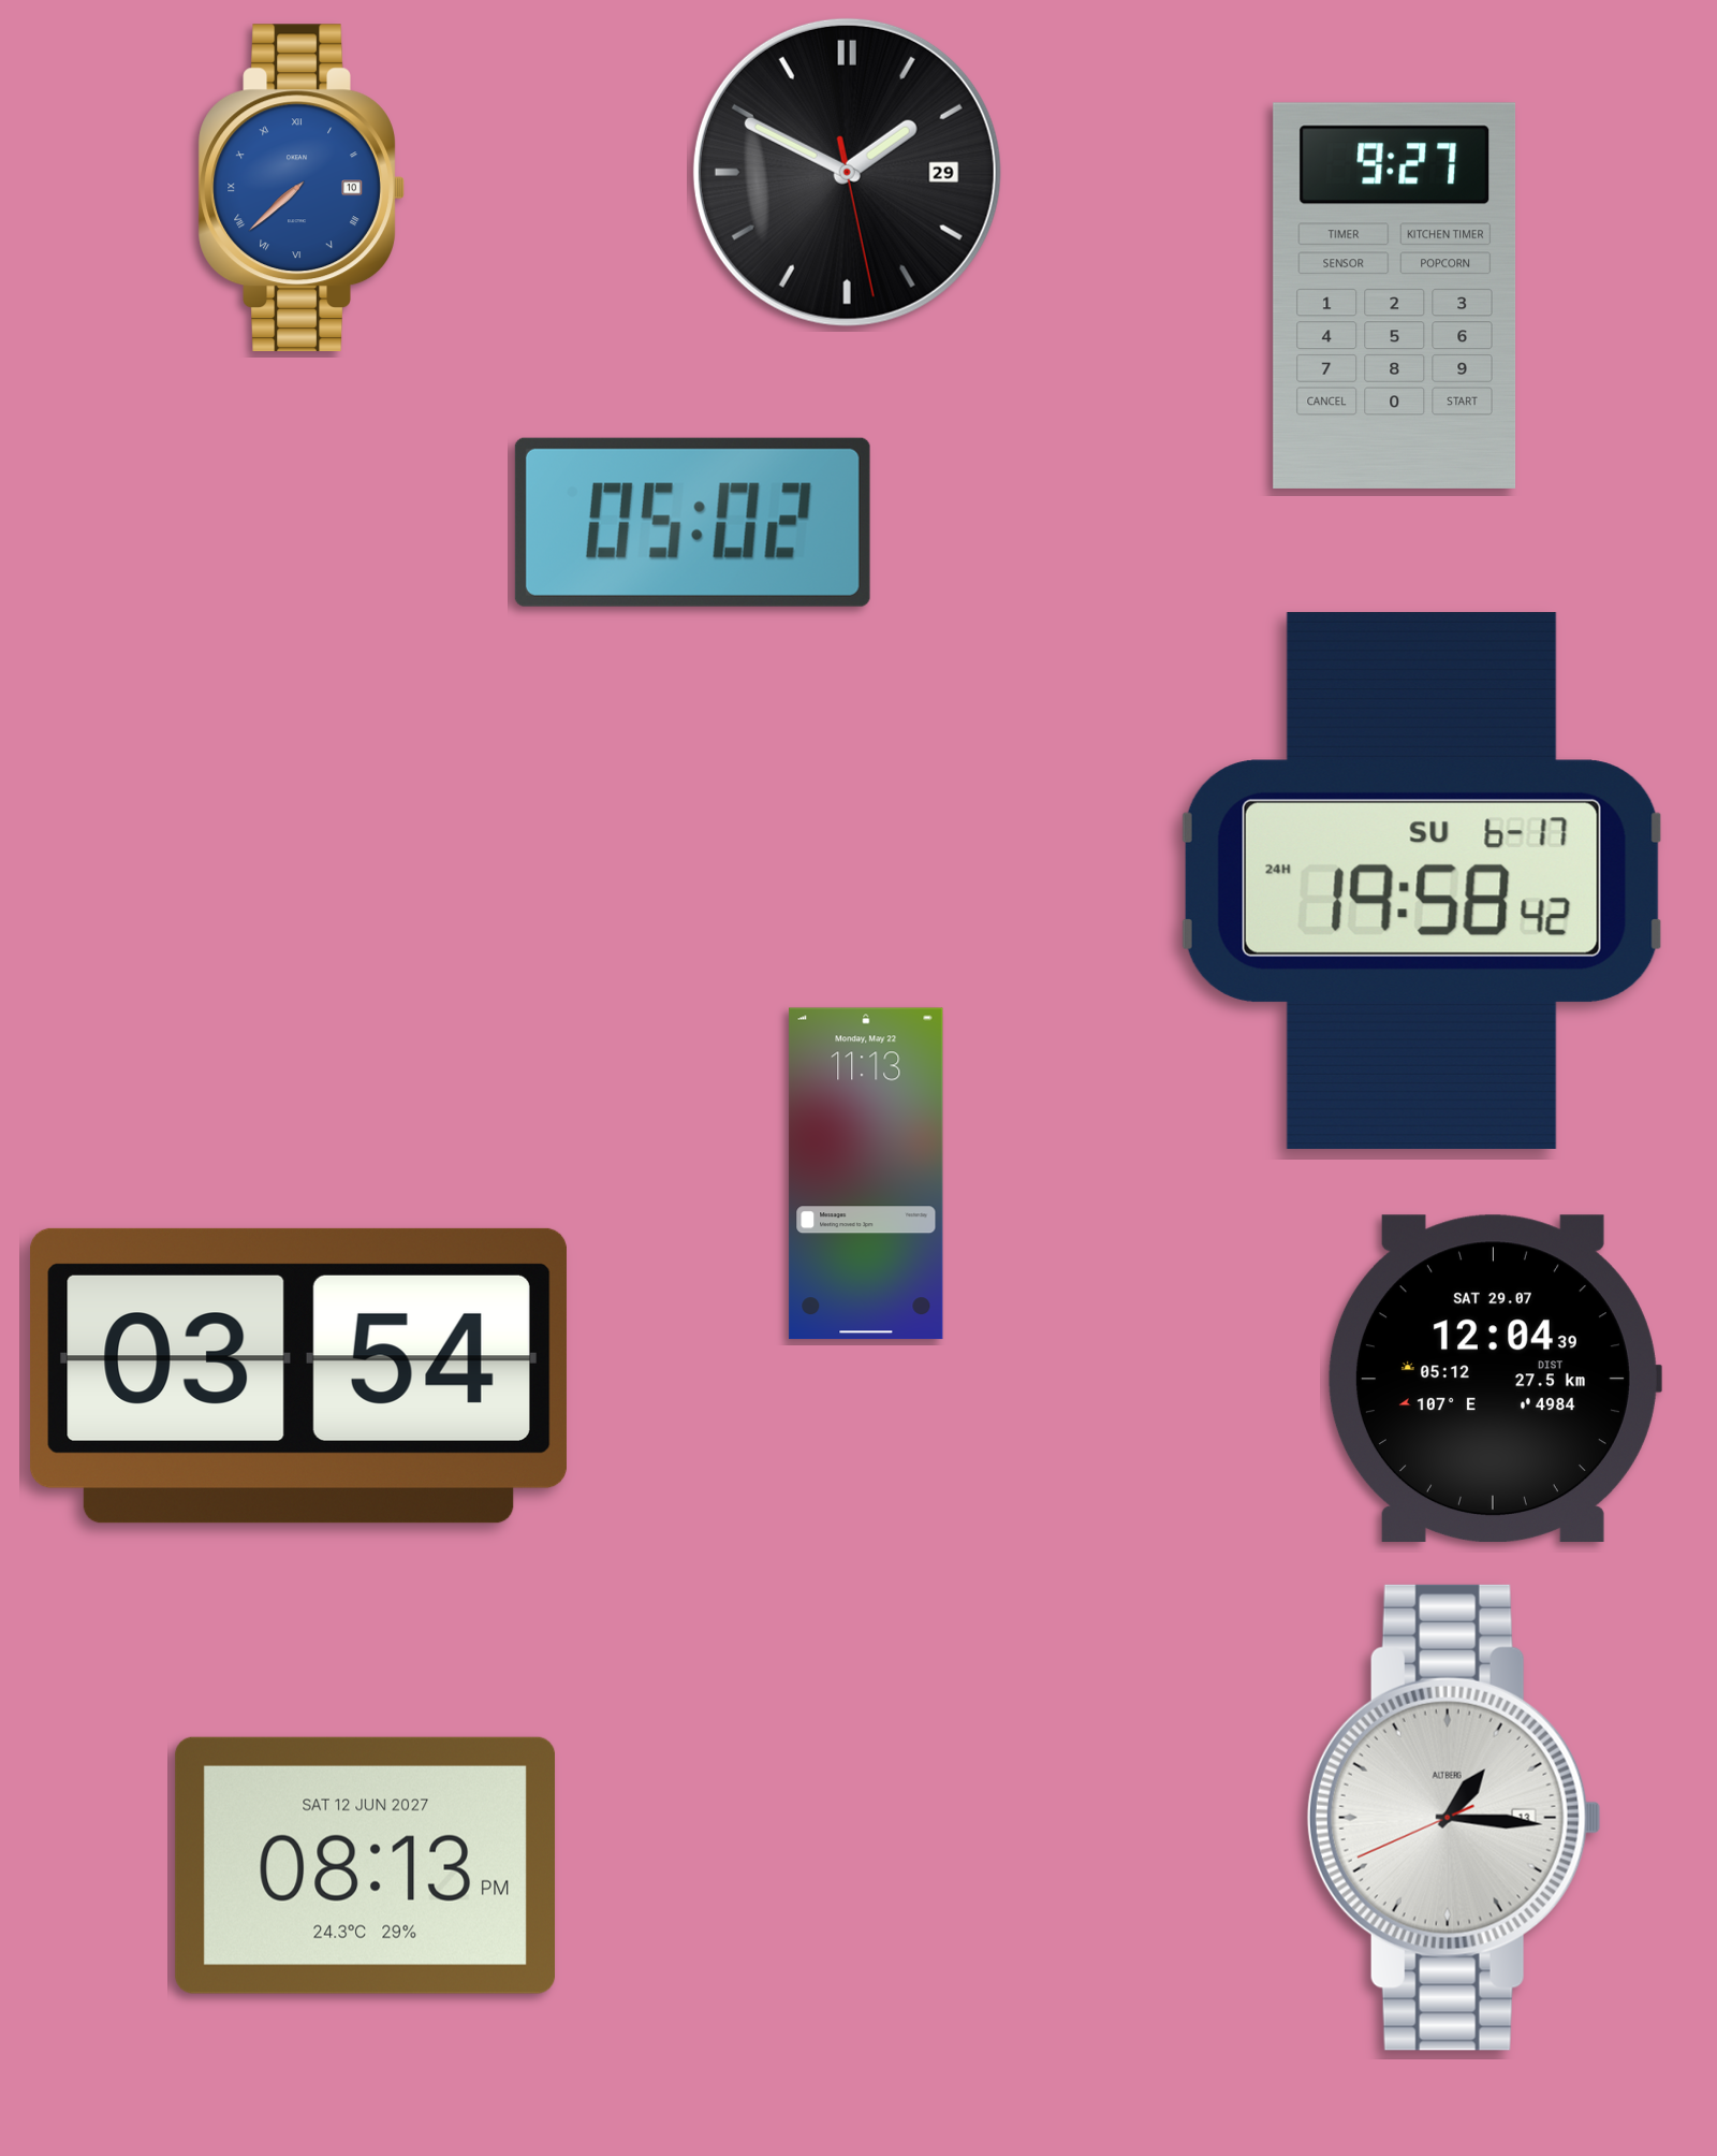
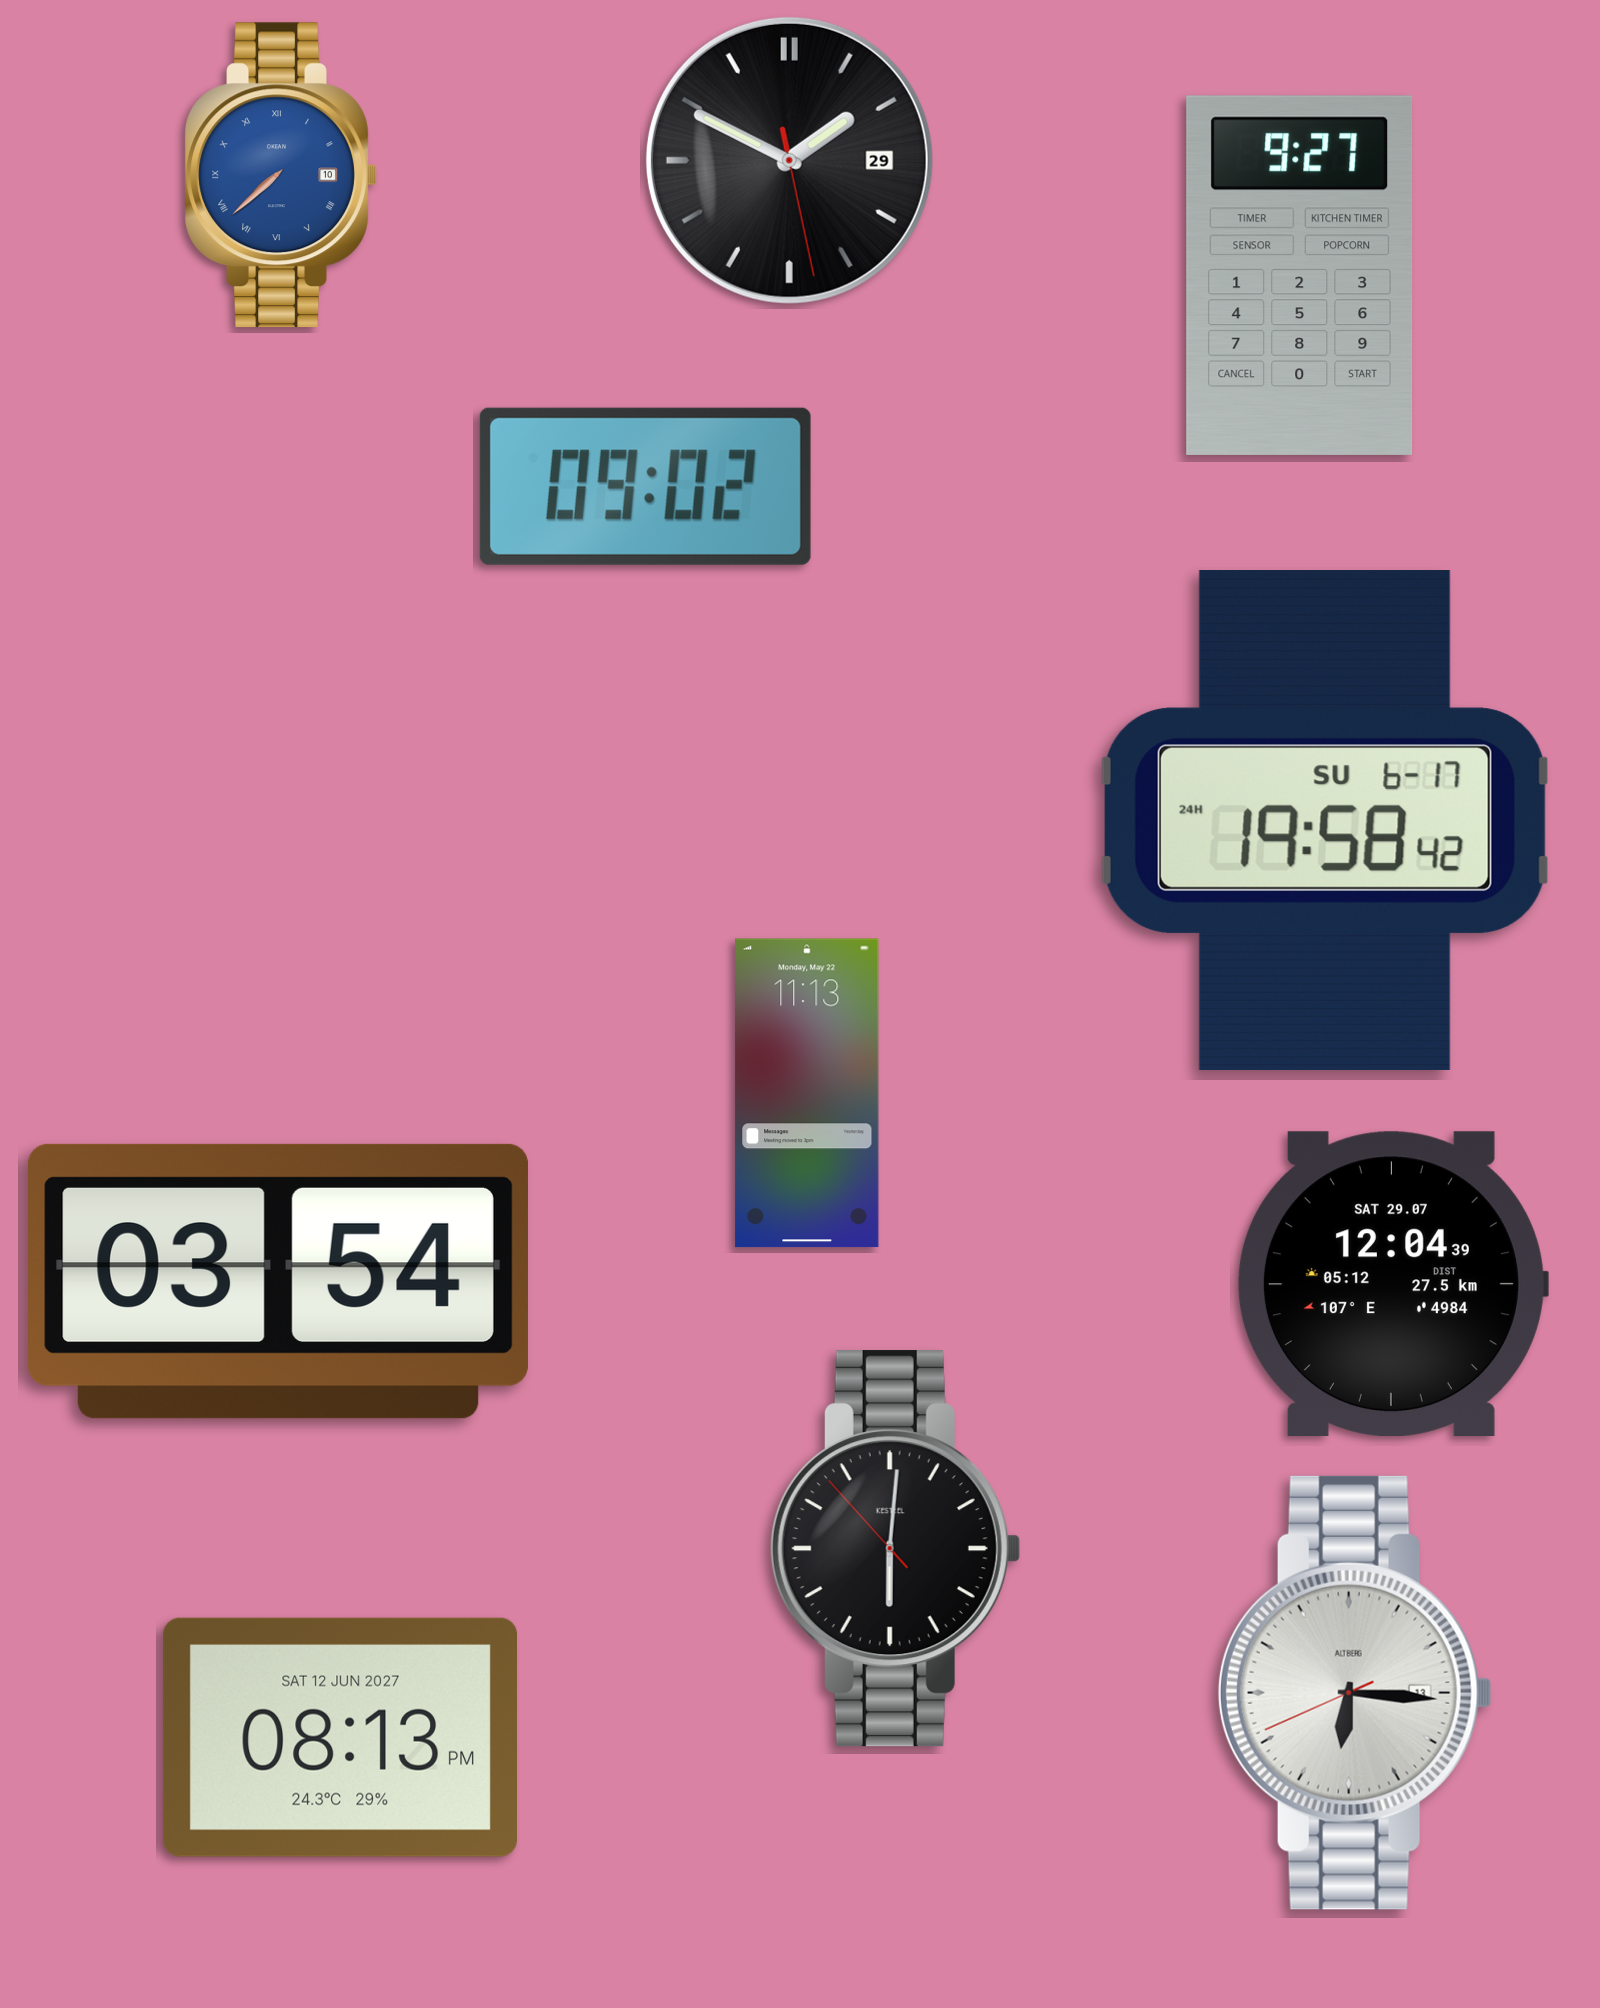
clock at (692, 522): 05:02 -> 09:02
clock at (895, 1549): none -> 6:00
clock at (1454, 1818): 1:15 -> 6:15
